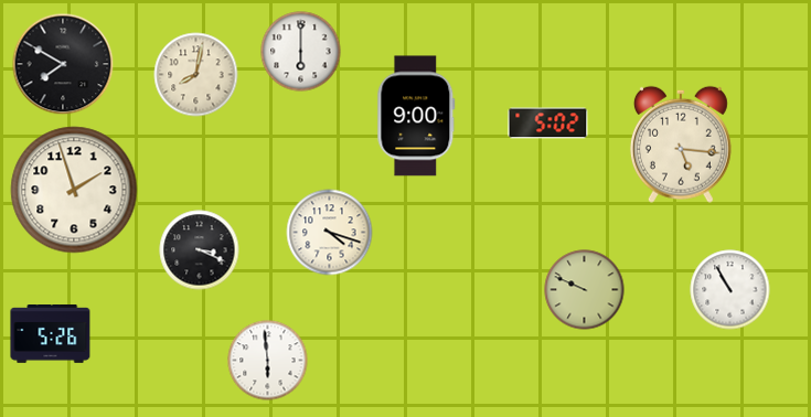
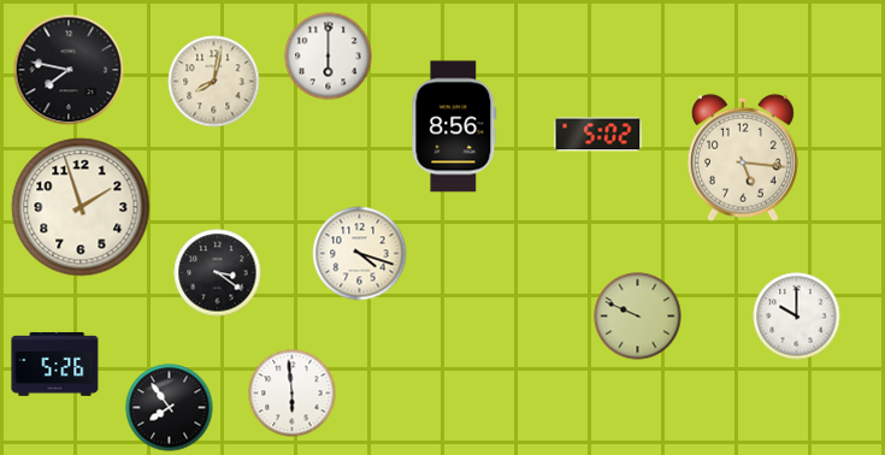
clock at (63, 64): 7:50 -> 7:47
clock at (416, 116): 9:00 -> 8:56
clock at (200, 250): 3:19 -> 3:21
clock at (730, 290): 10:55 -> 10:00
clock at (170, 408): none -> 7:54
